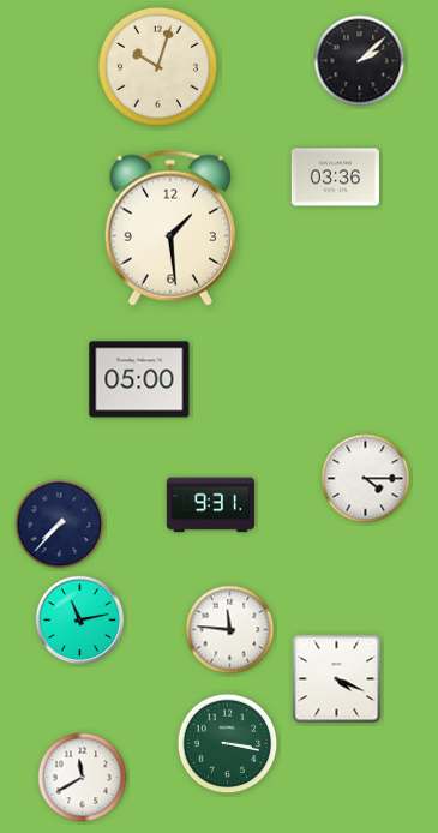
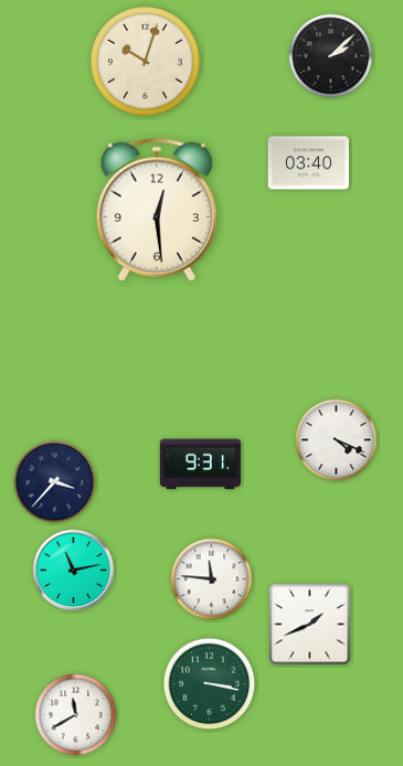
clock at (335, 178): 03:36 -> 03:40
clock at (170, 228): 1:29 -> 12:29
clock at (139, 379): 05:00 -> none
clock at (366, 479): 4:15 -> 4:19
clock at (210, 505) position: (210, 505) -> (200, 465)
clock at (60, 525): 7:37 -> 3:37
clock at (337, 679): 4:19 -> 1:41
